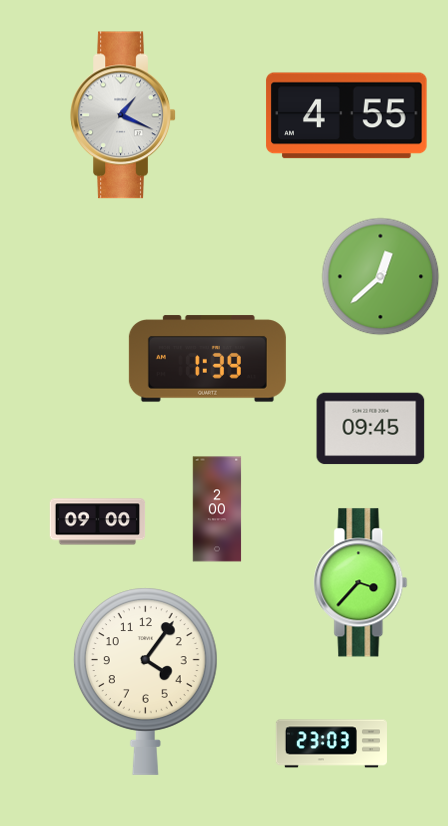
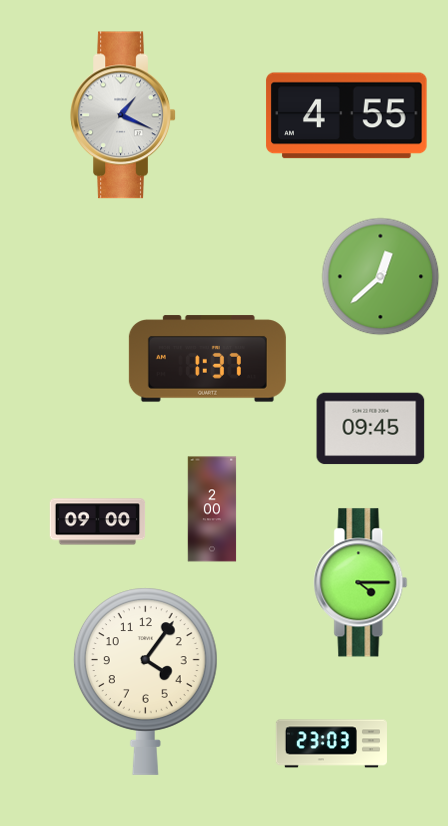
clock at (207, 359): 1:39 -> 1:37
clock at (217, 509) position: (217, 509) -> (212, 509)
clock at (361, 583): 3:37 -> 4:15
